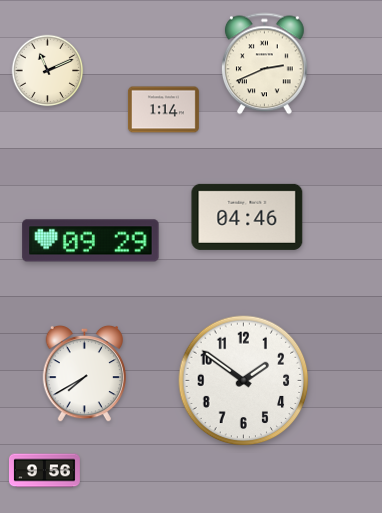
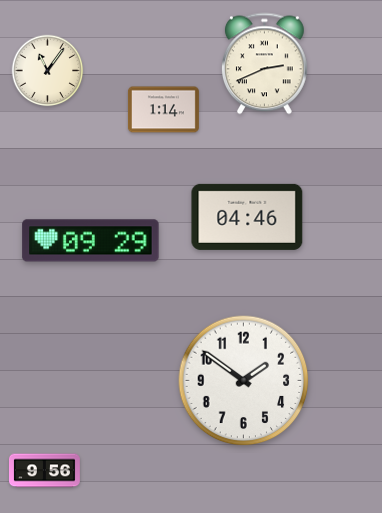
clock at (48, 71): 11:11 -> 11:06
clock at (84, 374): 7:40 -> none
